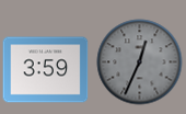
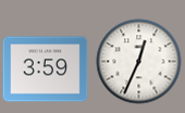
clock at (139, 61) dial: grey -> white
